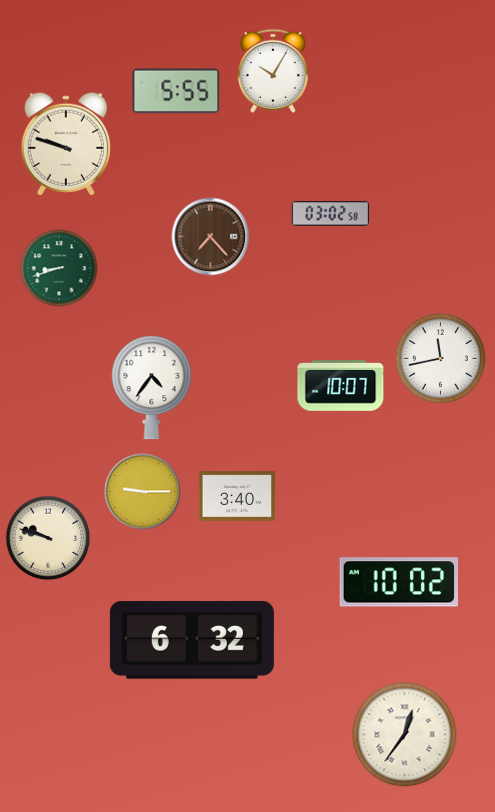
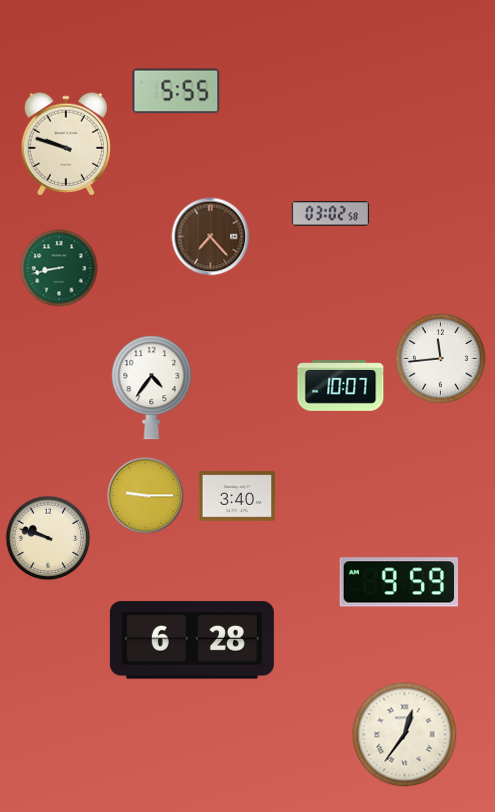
clock at (273, 71): 10:05 -> none
clock at (59, 268): 8:42 -> 8:43
clock at (440, 358): 11:43 -> 11:44
clock at (143, 492) position: (143, 492) -> (146, 496)
clock at (399, 582): 10:02 -> 9:59
clock at (192, 640): 6:32 -> 6:28
